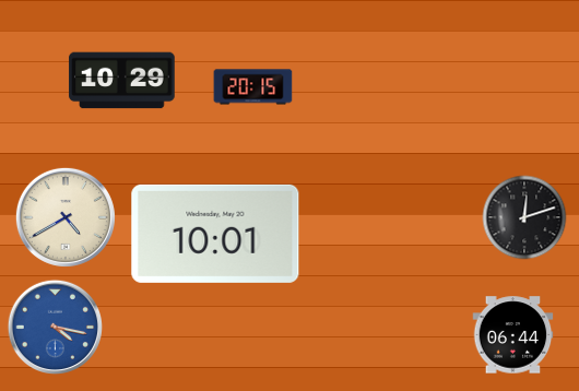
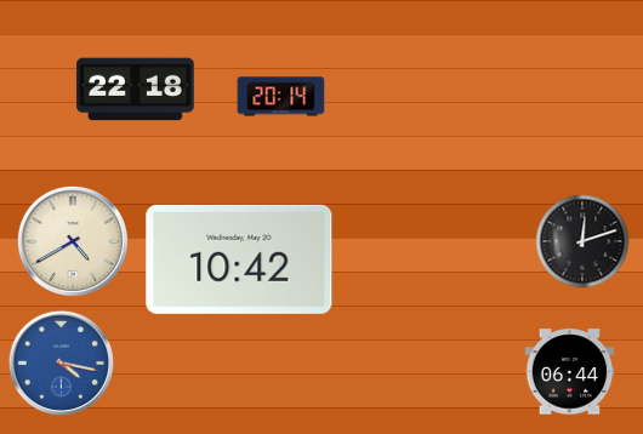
clock at (122, 81): 10:29 -> 22:18
clock at (253, 87): 20:15 -> 20:14
clock at (215, 234): 10:01 -> 10:42
